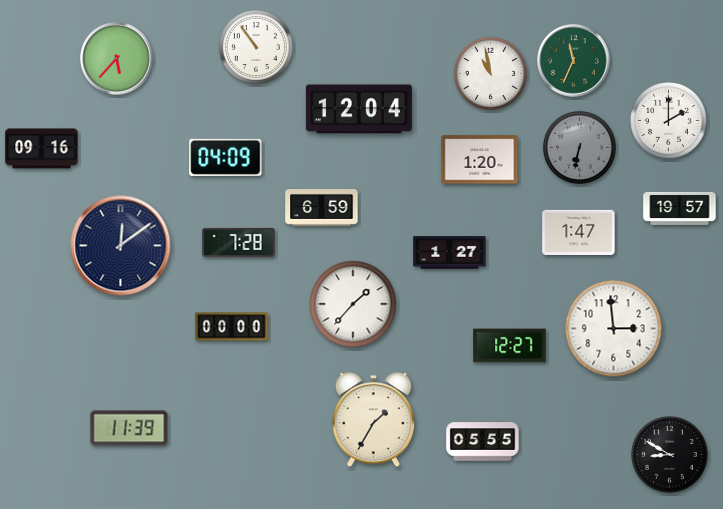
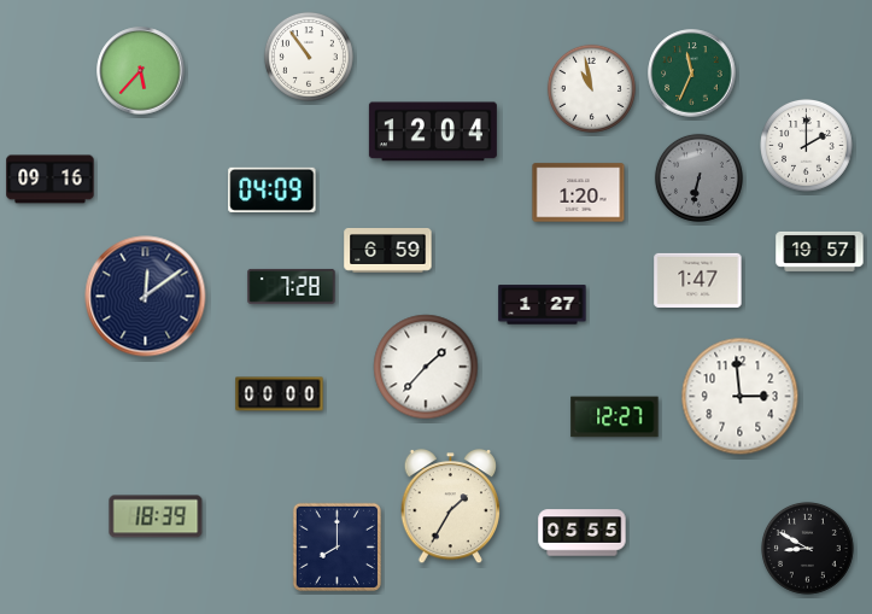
clock at (239, 242) position: (239, 242) -> (292, 286)
clock at (129, 428): 11:39 -> 18:39
clock at (336, 546): none -> 8:00
